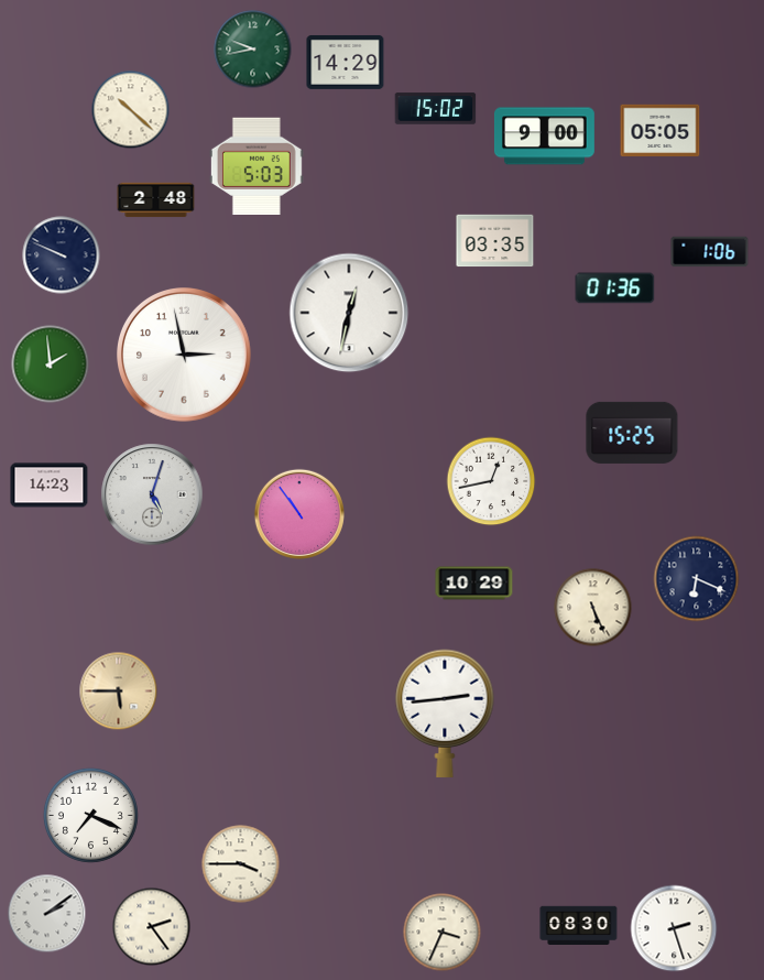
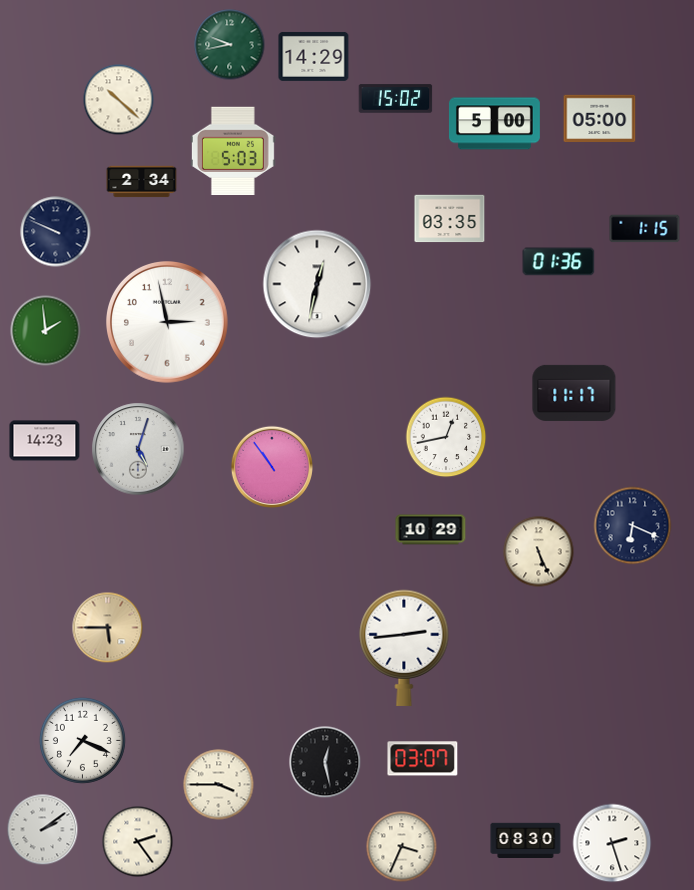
clock at (661, 131): 05:05 -> 05:00
clock at (544, 137): 9:00 -> 5:00
clock at (156, 200): 2:48 -> 2:34
clock at (710, 252): 1:06 -> 1:15
clock at (632, 433): 15:25 -> 11:17
clock at (423, 759): none -> 03:07
clock at (325, 762): none -> 12:28
